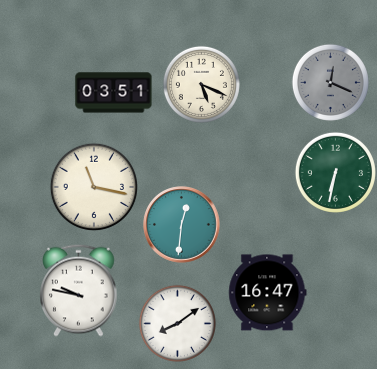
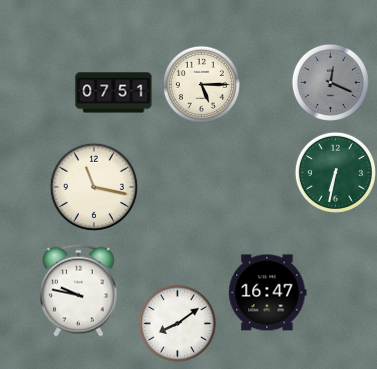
clock at (201, 84): 5:19 -> 5:15
clock at (114, 93): 03:51 -> 07:51
clock at (182, 225): 12:31 -> none
